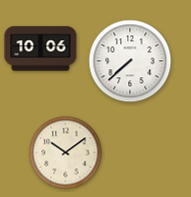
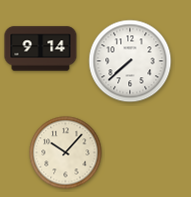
clock at (41, 49): 10:06 -> 9:14
clock at (66, 153): 10:09 -> 10:07
